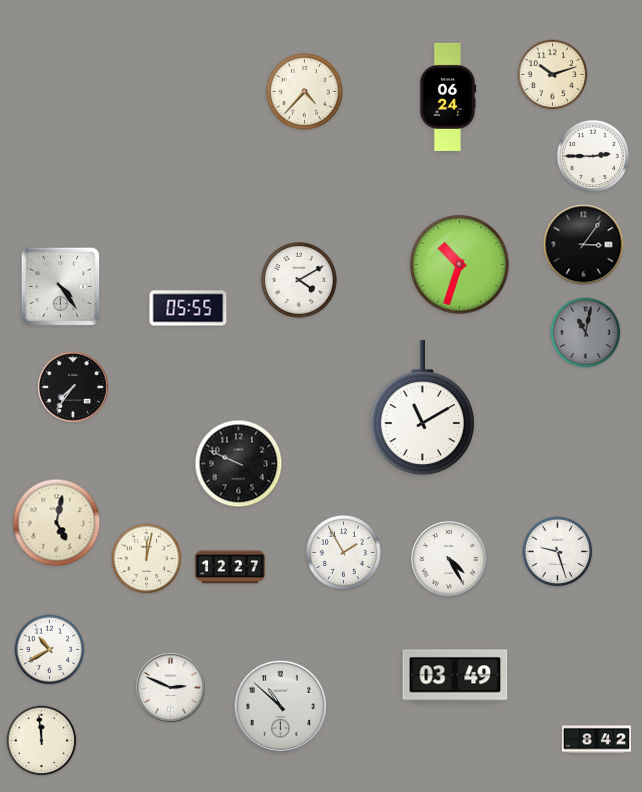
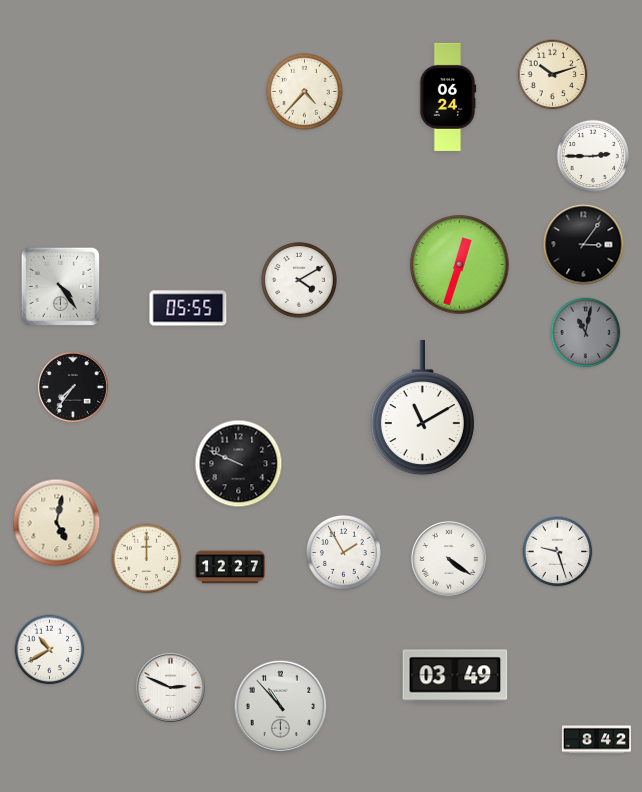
clock at (460, 265): 10:33 -> 12:33
clock at (147, 559): 12:02 -> 12:00
clock at (449, 559): 4:25 -> 4:21
clock at (281, 707): 10:52 -> 10:53
clock at (42, 741): 11:59 -> none
